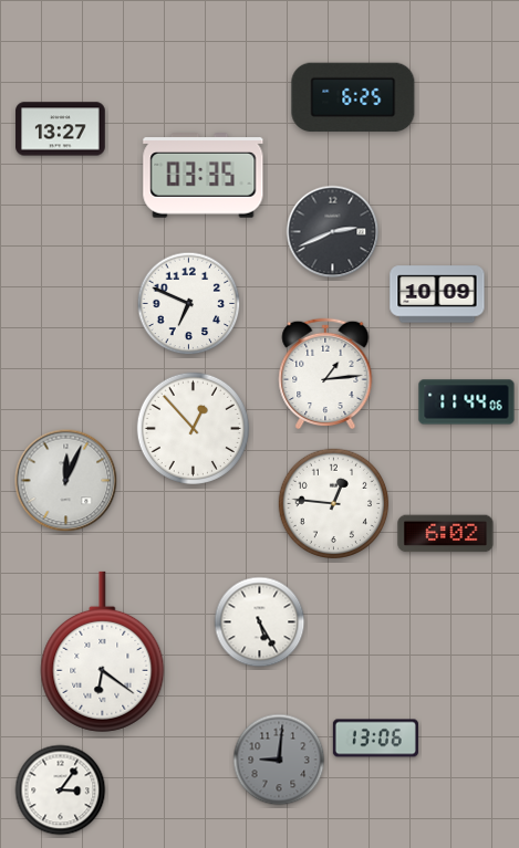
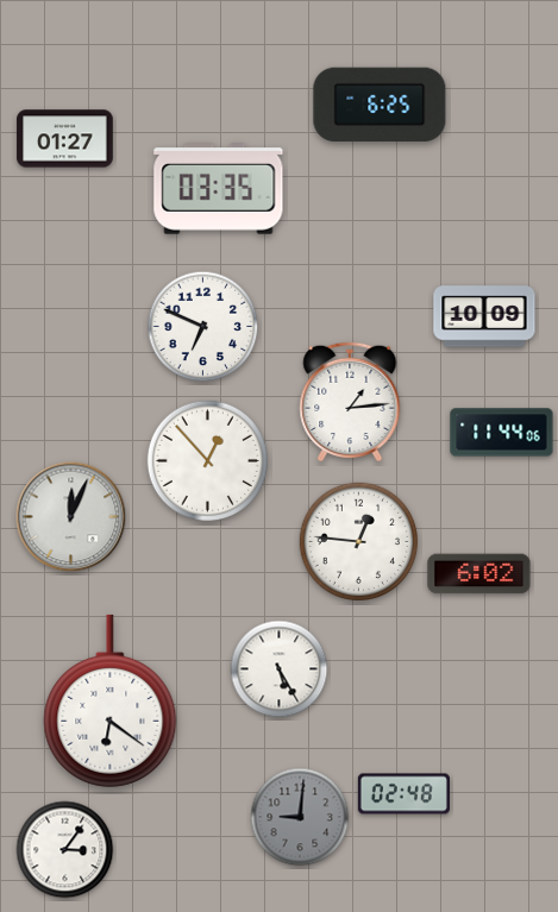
clock at (61, 129): 13:27 -> 01:27
clock at (333, 232): 2:41 -> none
clock at (437, 294) position: (437, 294) -> (484, 316)
clock at (375, 739): 13:06 -> 02:48
